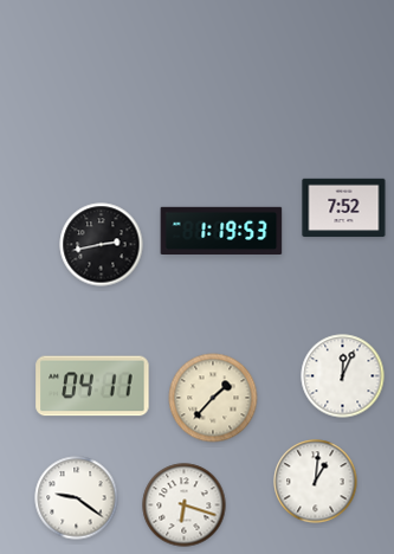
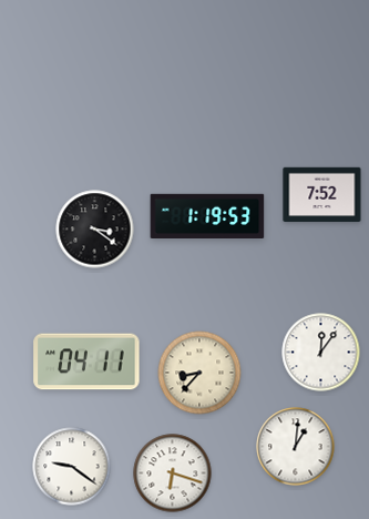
clock at (102, 245): 2:43 -> 3:21
clock at (343, 376): 12:04 -> 12:06
clock at (213, 398): 1:37 -> 8:37
clock at (316, 482) position: (316, 482) -> (296, 447)
